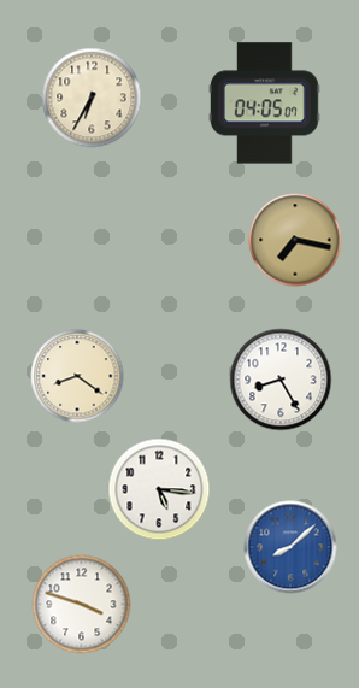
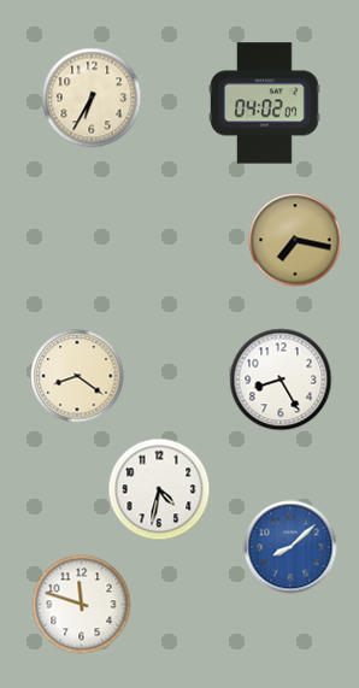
clock at (265, 104): 04:05 -> 04:02
clock at (159, 489): 5:16 -> 4:32
clock at (82, 605): 3:48 -> 11:48
